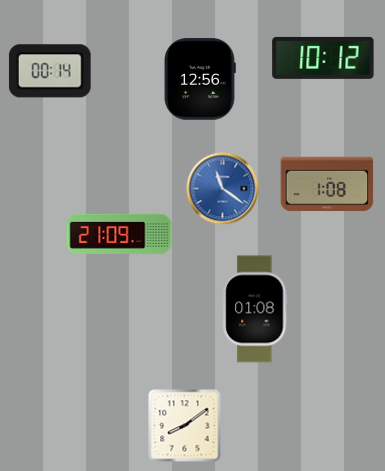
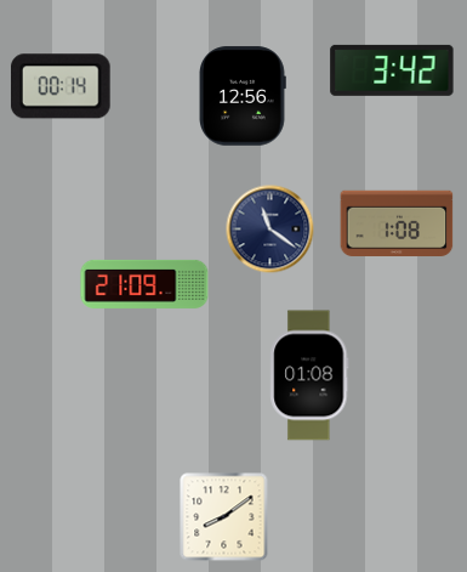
clock at (323, 58): 10:12 -> 3:42
clock at (223, 189) dial: blue -> navy
